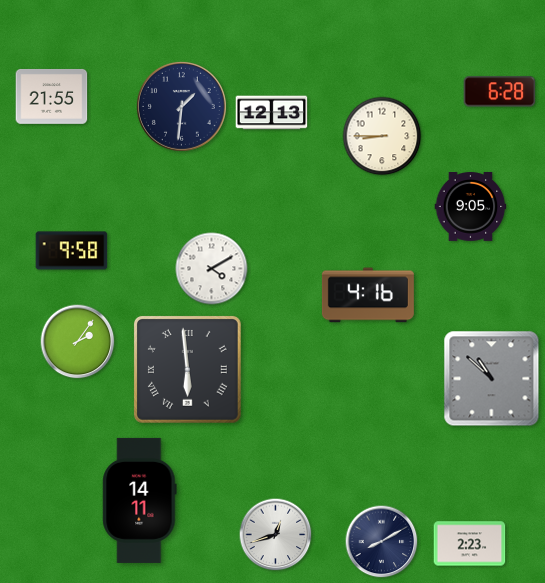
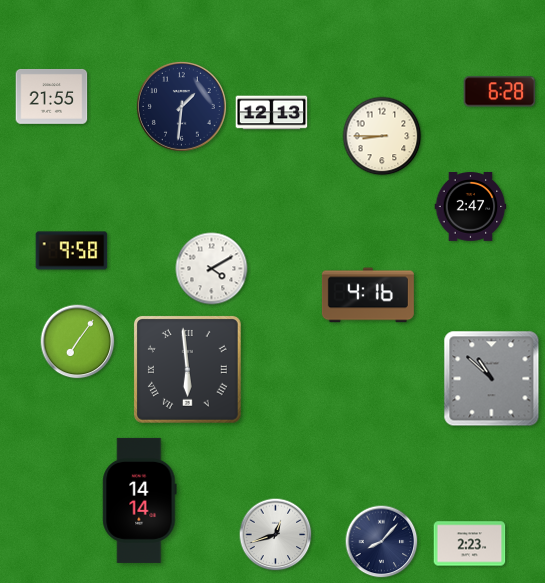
clock at (471, 207): 9:05 -> 2:47
clock at (78, 342): 2:06 -> 7:06
clock at (140, 500): 14:11 -> 14:14
clock at (382, 542): 8:10 -> 8:07
